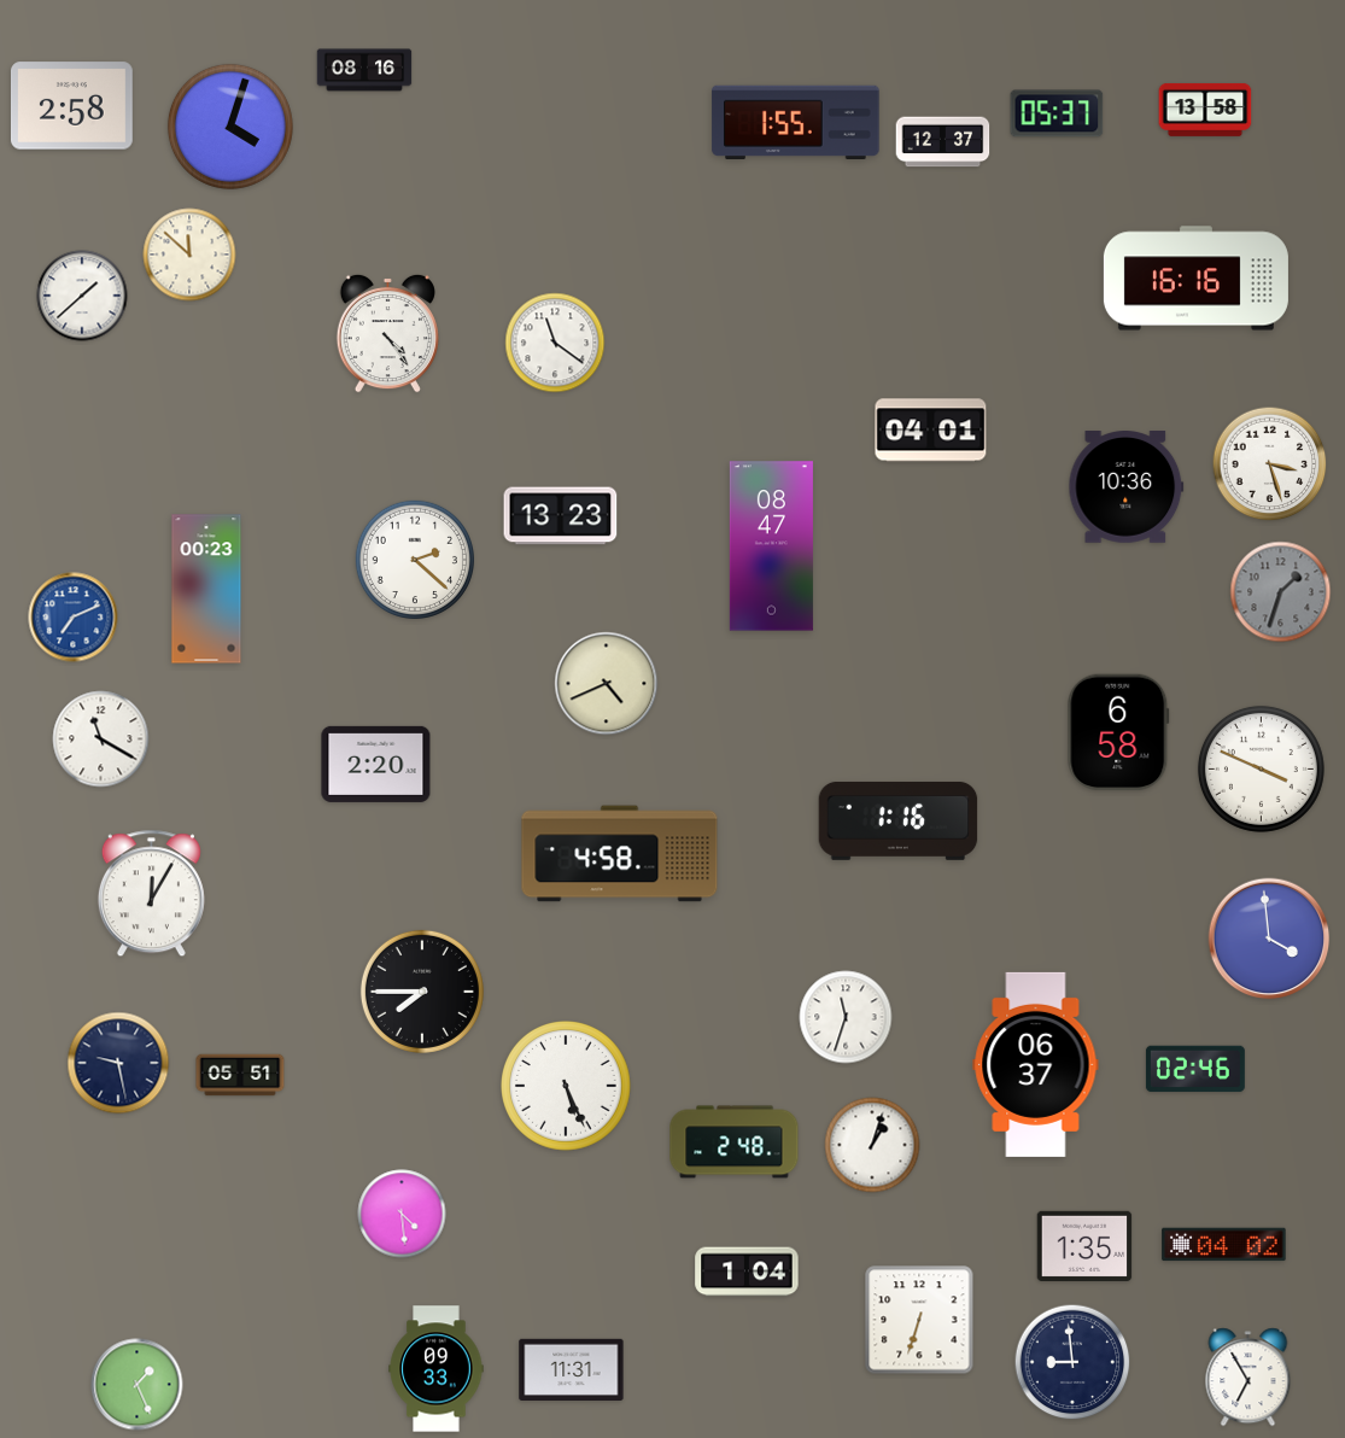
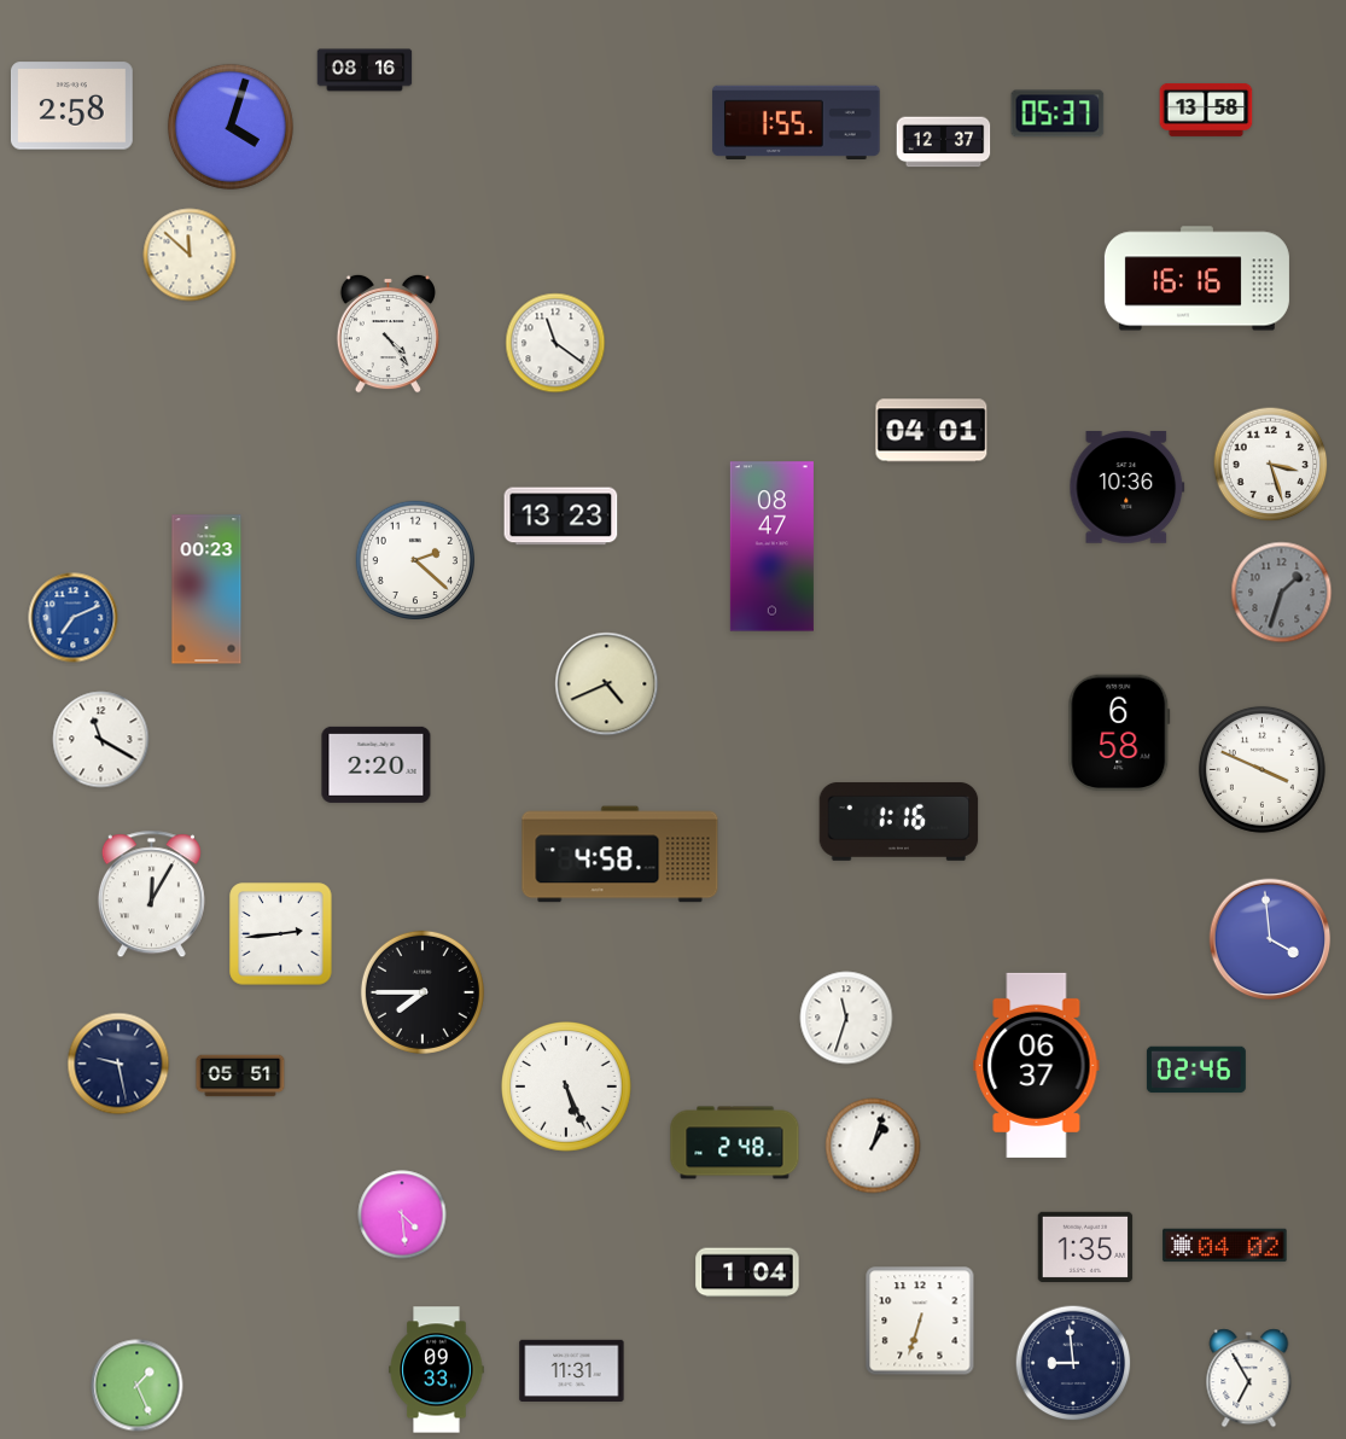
clock at (82, 296): 1:38 -> none
clock at (281, 934): none -> 2:44
